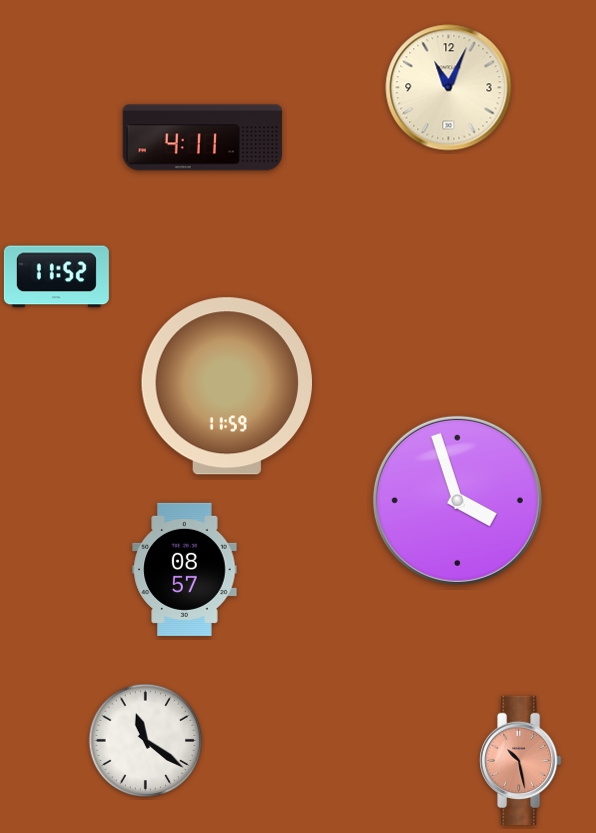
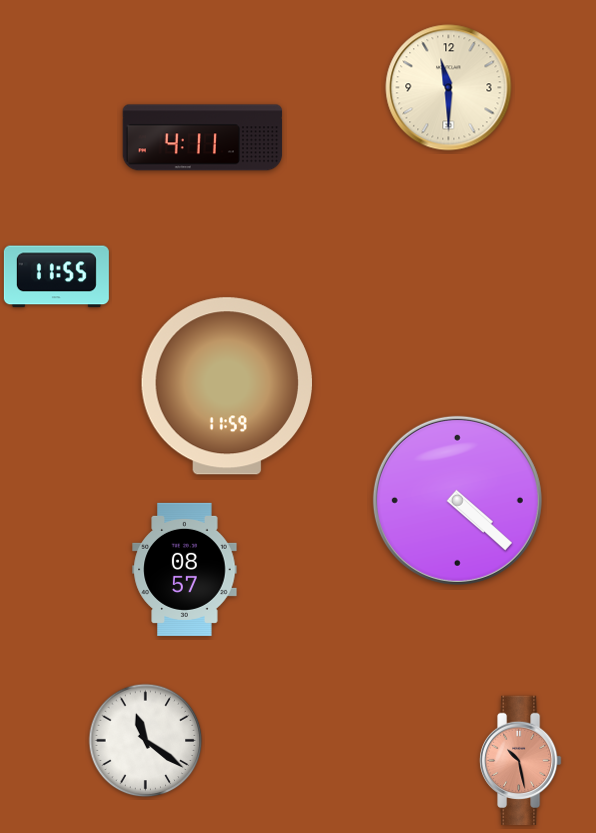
clock at (449, 88): 11:04 -> 11:30
clock at (56, 277): 11:52 -> 11:55
clock at (457, 500): 3:57 -> 4:22
